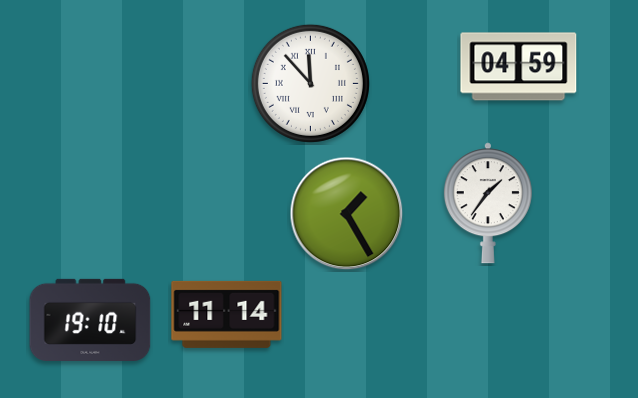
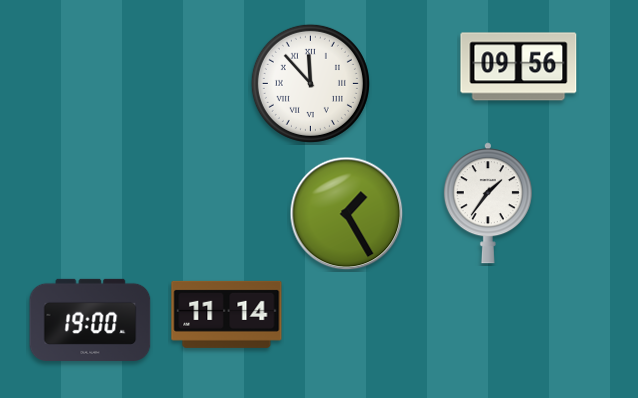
clock at (519, 67): 04:59 -> 09:56
clock at (90, 320): 19:10 -> 19:00
